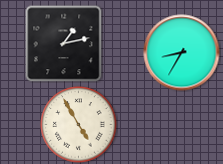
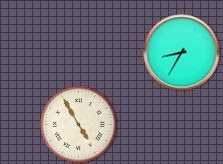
clock at (63, 43): 1:13 -> none
